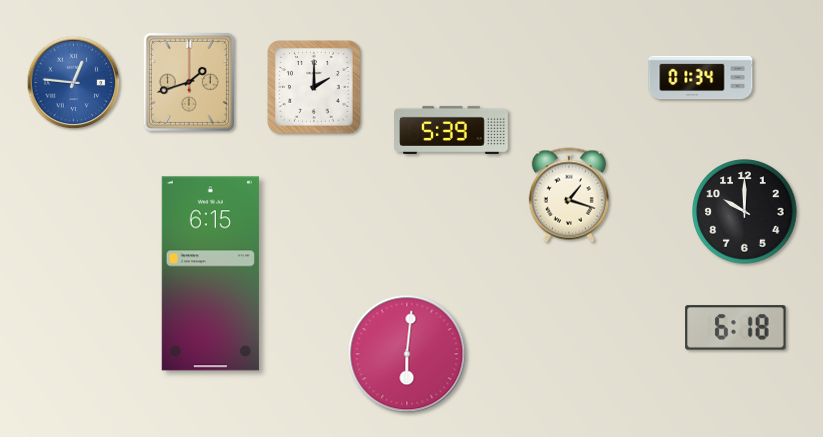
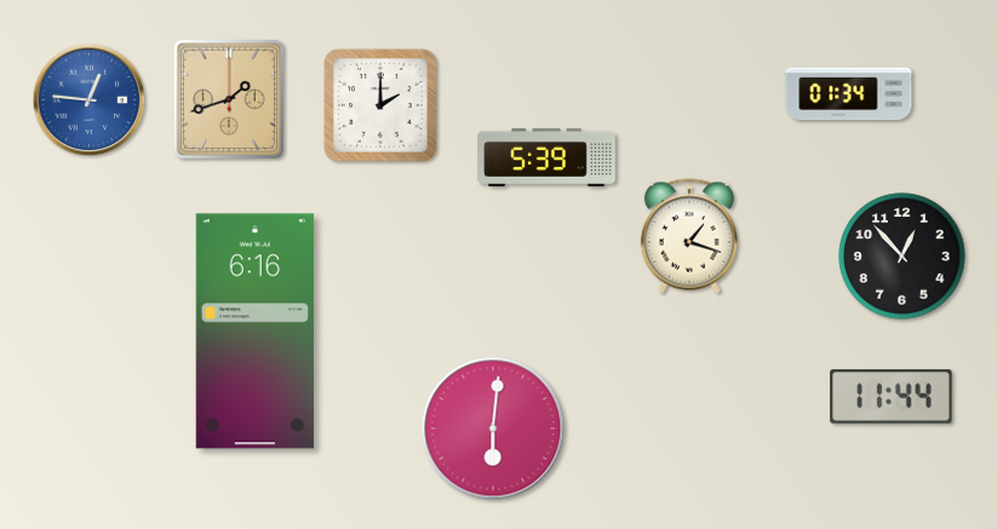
clock at (745, 212): 10:00 -> 12:53
clock at (210, 274): 6:15 -> 6:16
clock at (736, 328): 6:18 -> 11:44
